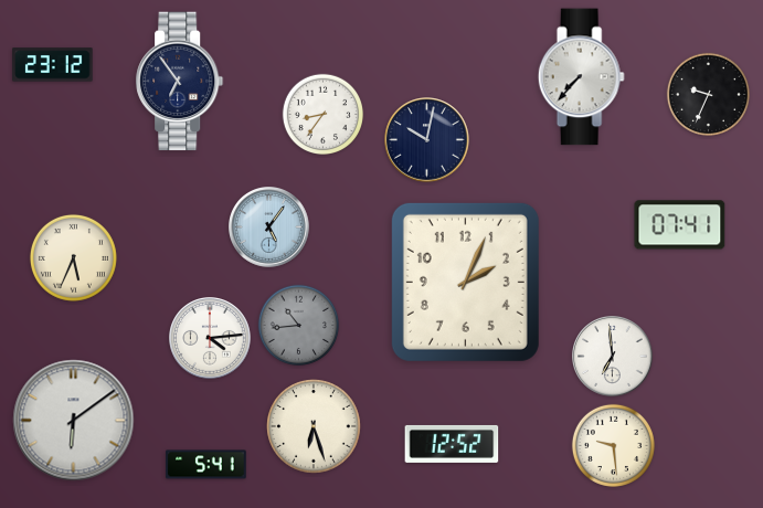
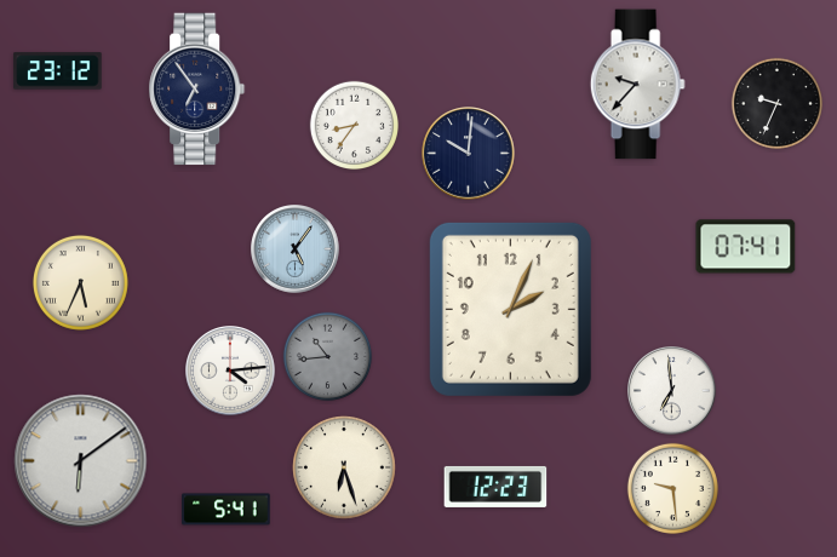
clock at (581, 77): 7:37 -> 9:37
clock at (427, 140): 10:02 -> 10:01
clock at (452, 444): 12:52 -> 12:23
